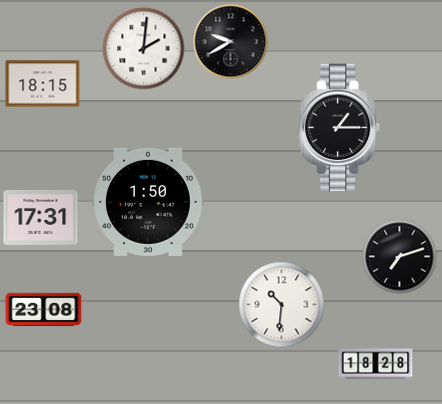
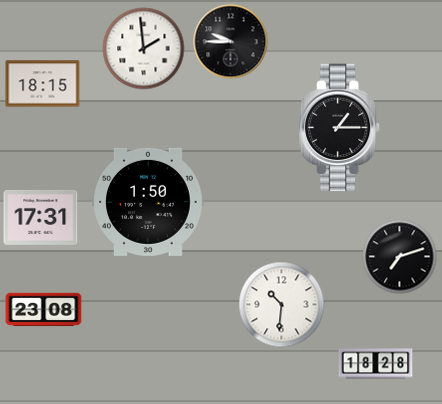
clock at (231, 42): 9:40 -> 9:45
clock at (144, 49): 2:01 -> 1:59
